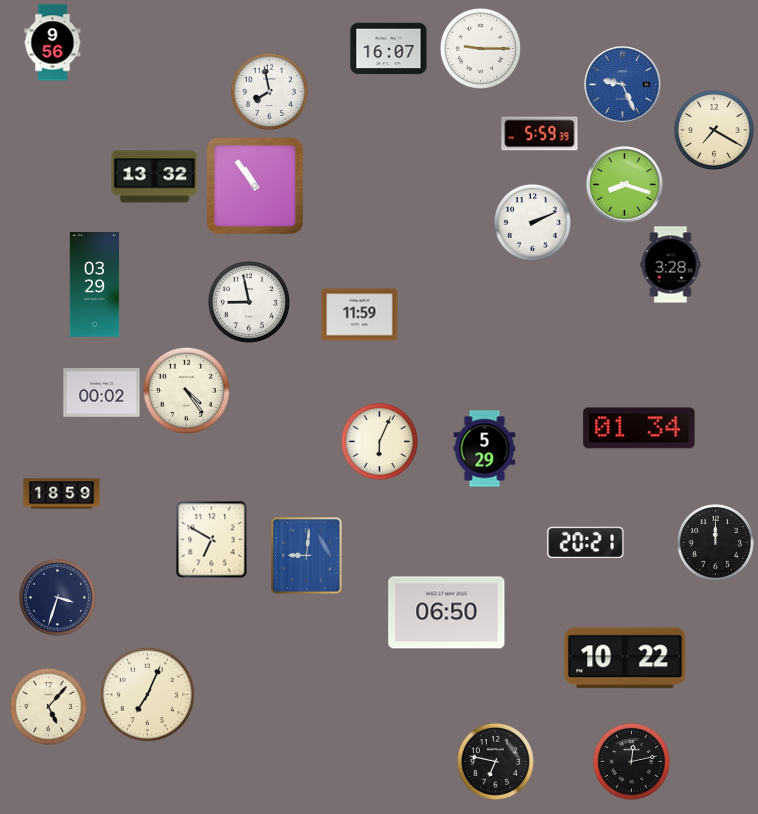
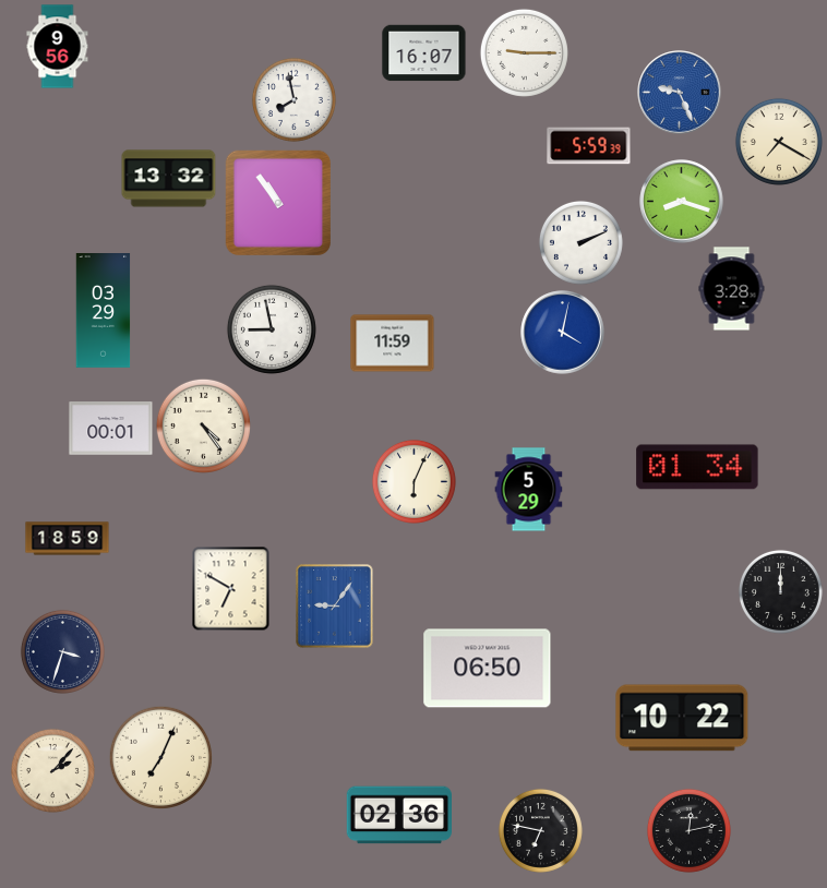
clock at (155, 177) position: (155, 177) -> (169, 179)
clock at (563, 333): none -> 4:02
clock at (102, 393): 00:02 -> 00:01
clock at (586, 543): 20:21 -> none
clock at (307, 556): 9:01 -> 9:06
clock at (48, 706): 5:07 -> 2:07
clock at (398, 815): none -> 02:36
